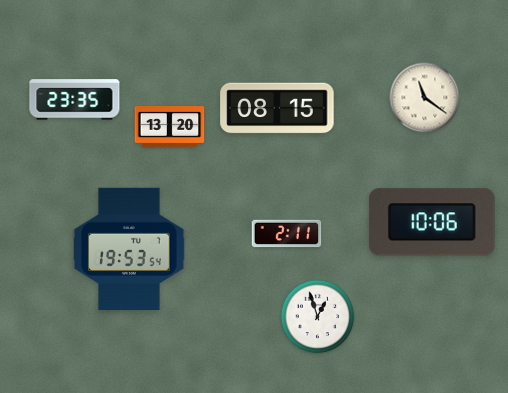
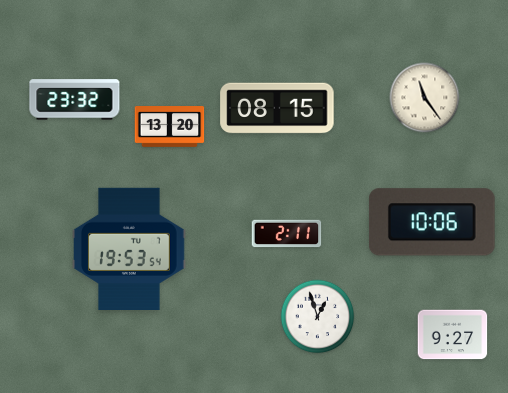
clock at (425, 98): 11:21 -> 11:24
clock at (75, 100): 23:35 -> 23:32
clock at (453, 335): none -> 9:27
